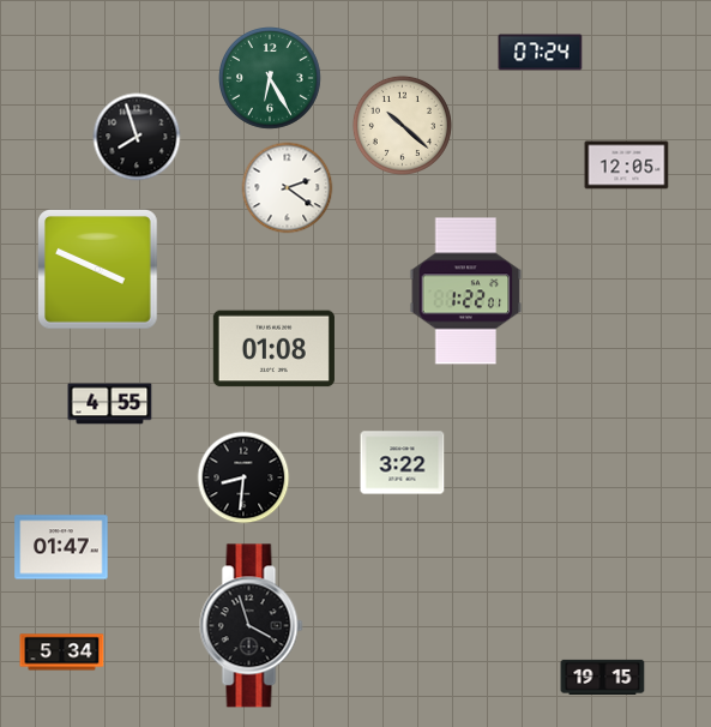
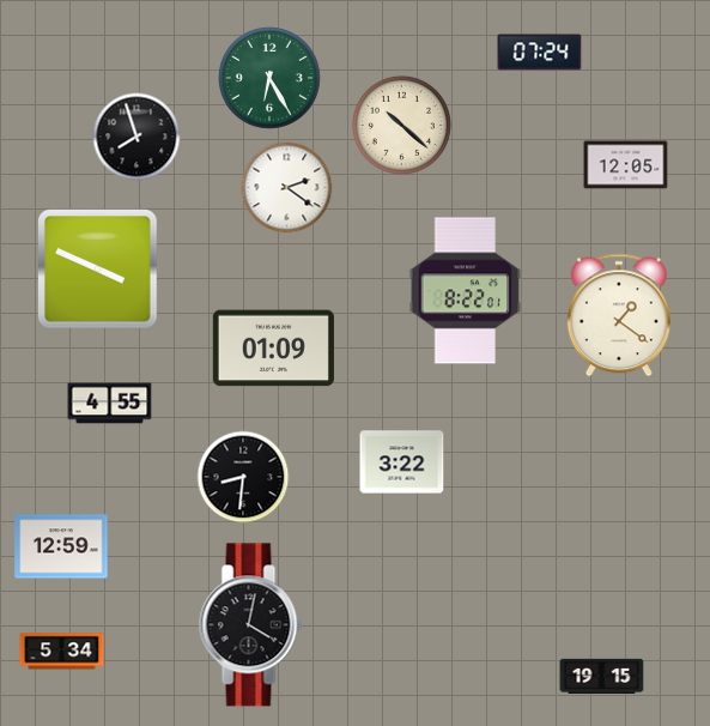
clock at (466, 292): 1:22 -> 8:22
clock at (619, 315): none -> 1:21
clock at (273, 349): 01:08 -> 01:09
clock at (61, 547): 01:47 -> 12:59
clock at (252, 626): 3:57 -> 4:02
